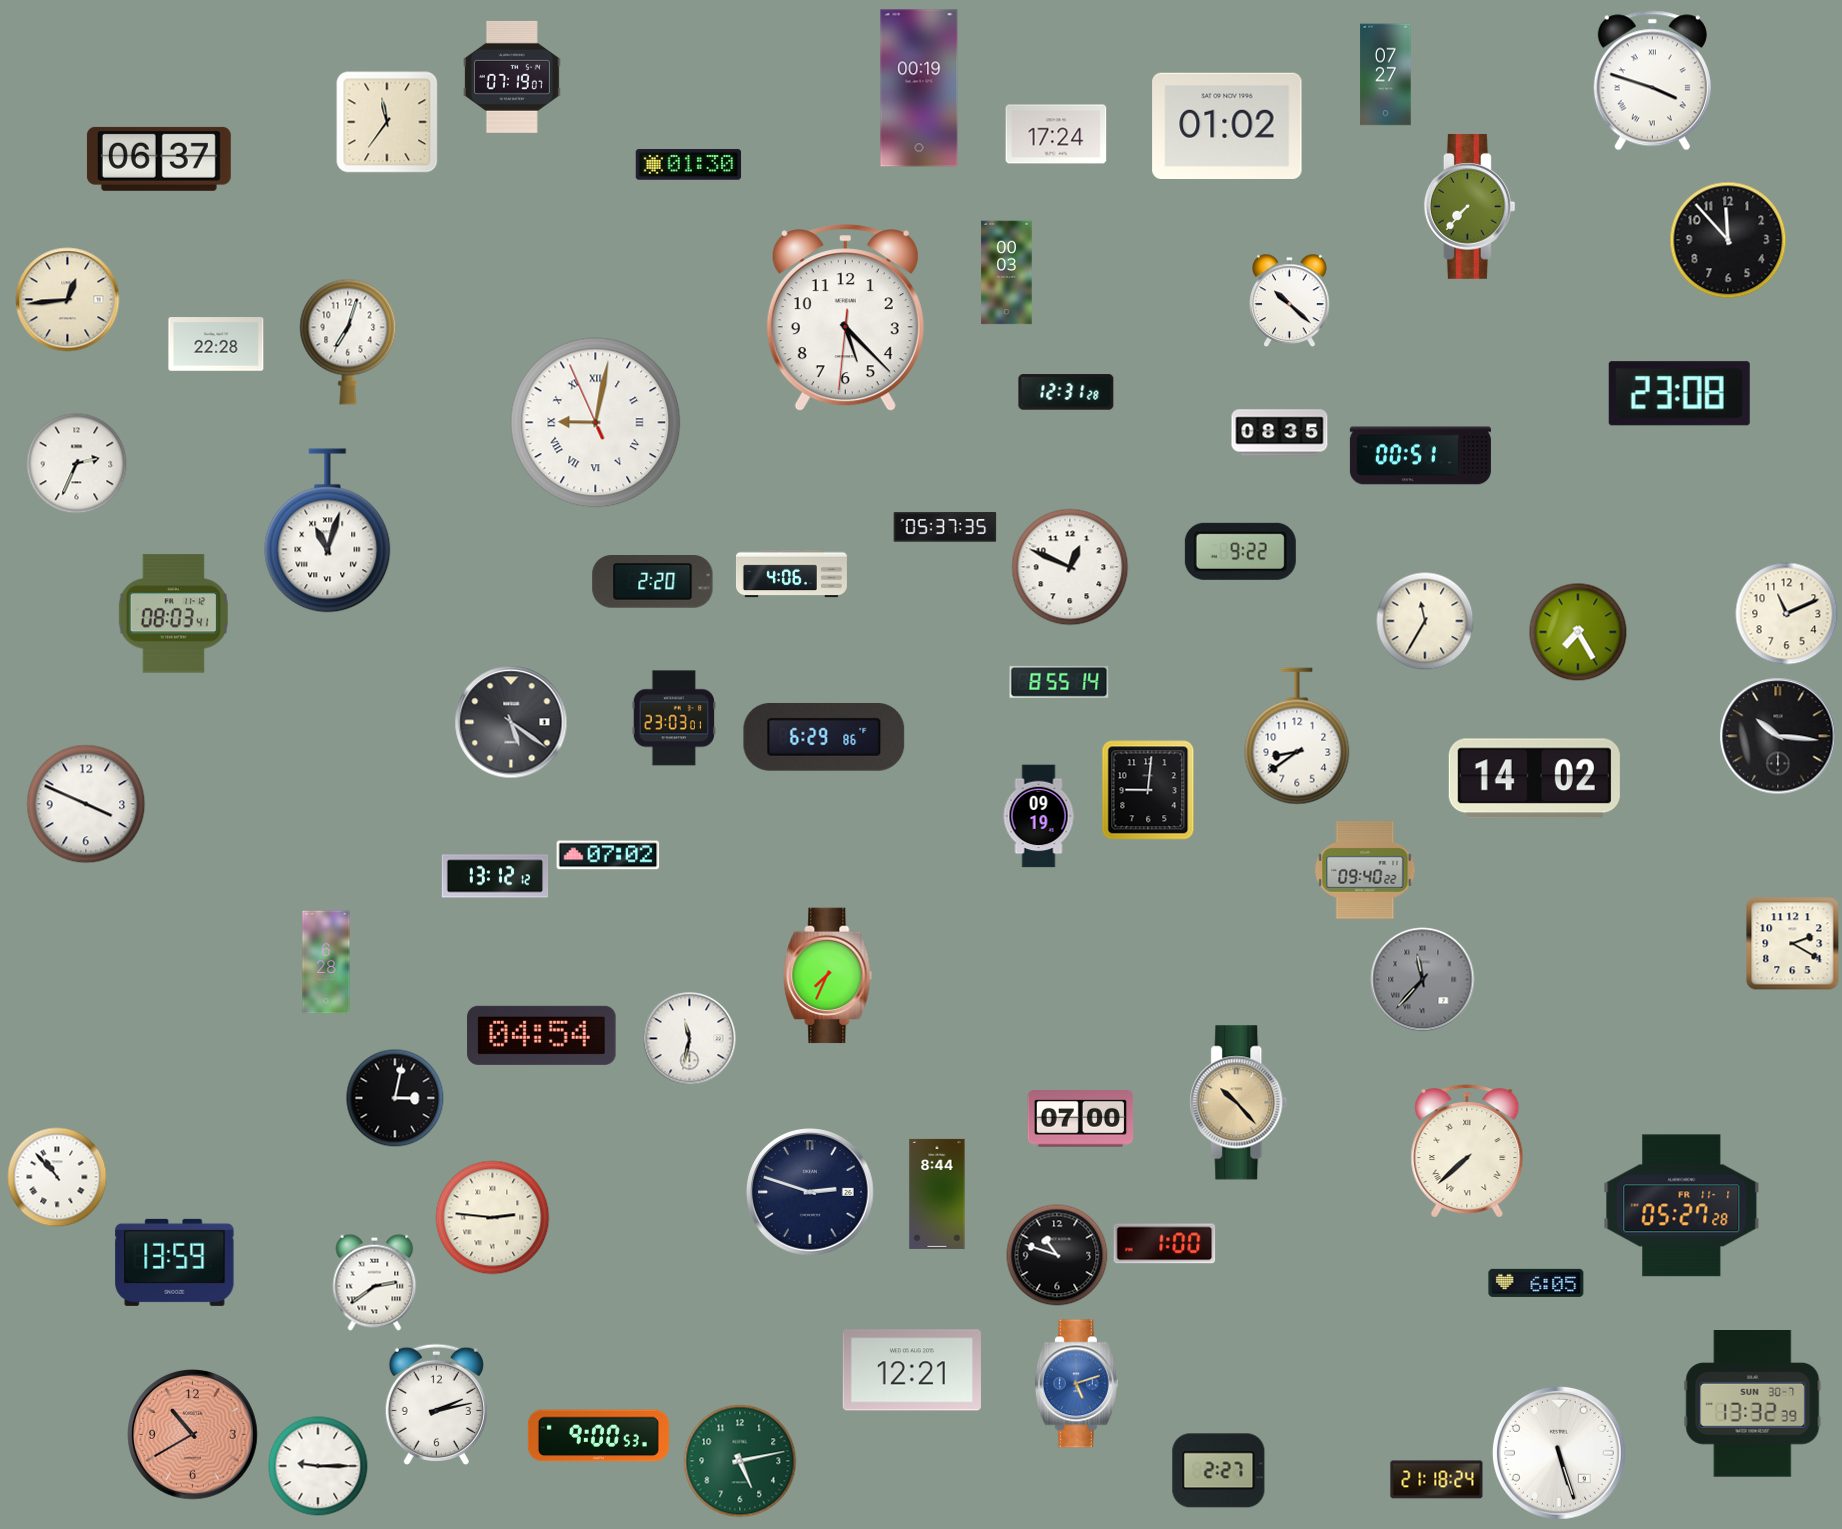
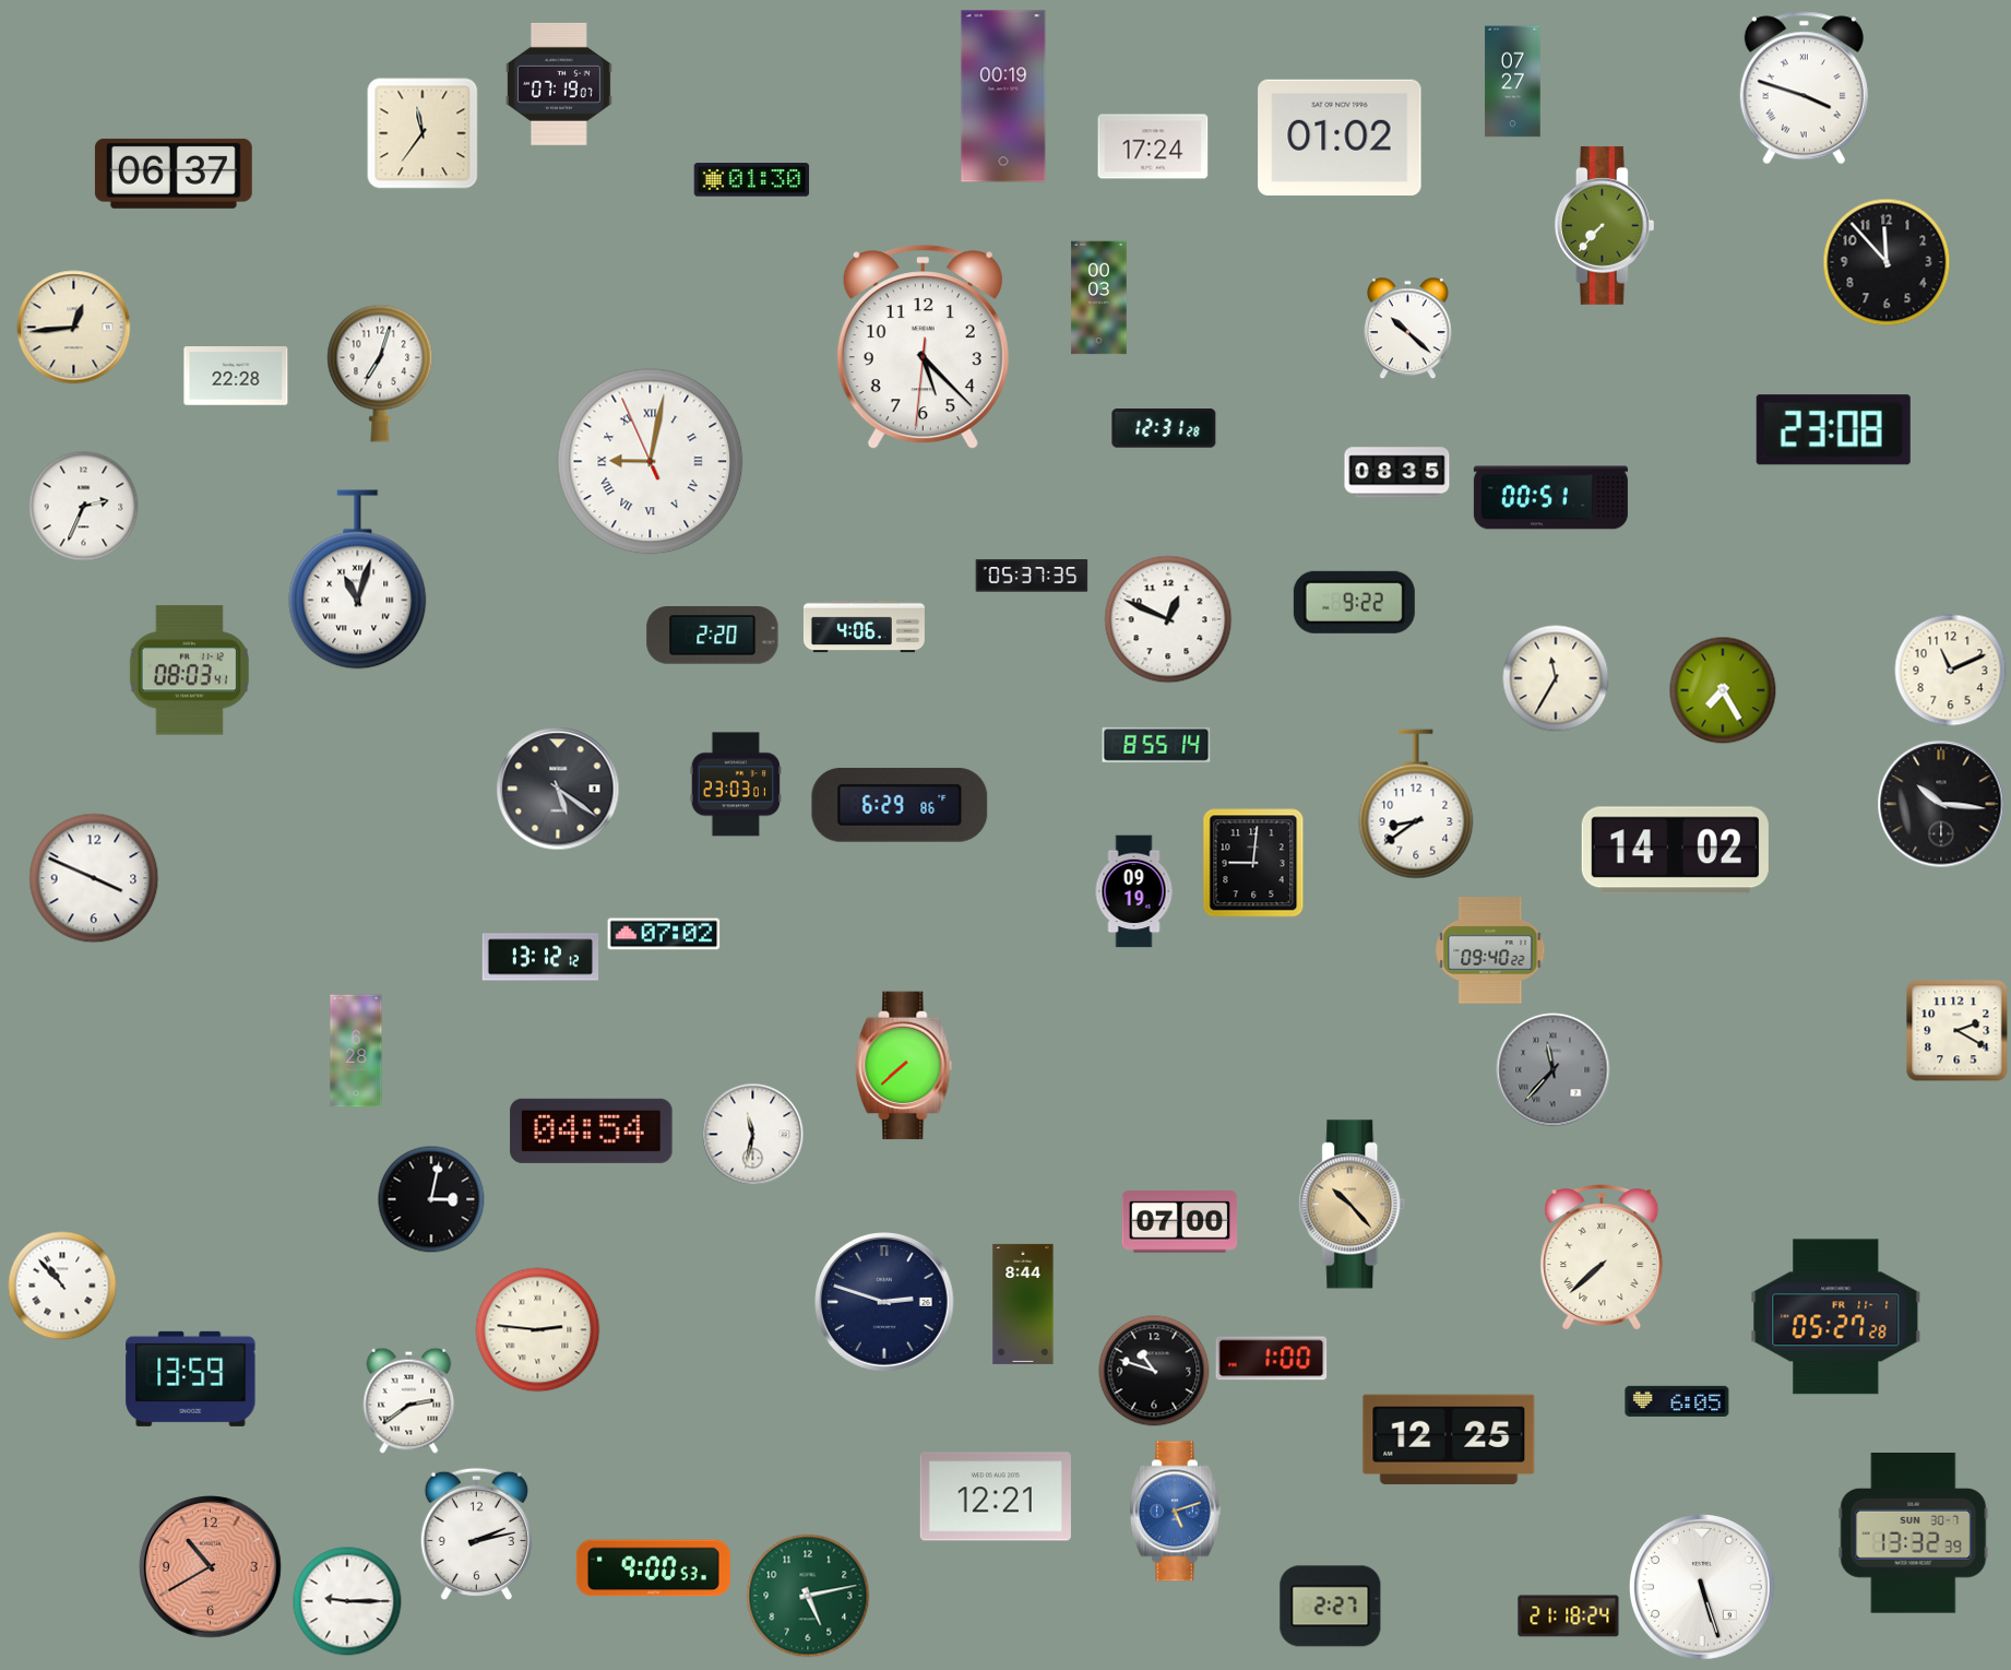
clock at (828, 976): 7:34 -> 7:38
clock at (1449, 1440): none -> 12:25
